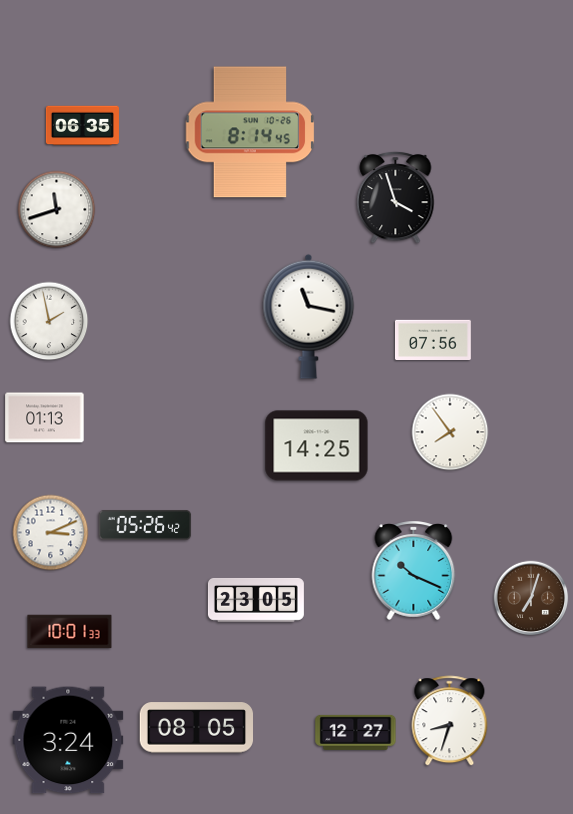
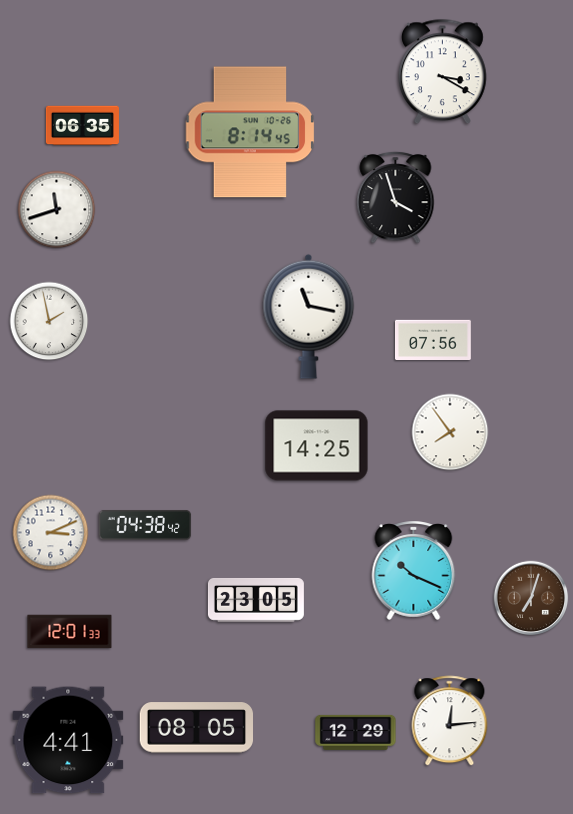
clock at (443, 72): none -> 3:20
clock at (45, 418): 01:13 -> none
clock at (145, 526): 05:26 -> 04:38
clock at (70, 632): 10:01 -> 12:01
clock at (450, 721): 8:33 -> 12:14
clock at (356, 732): 12:27 -> 12:29
clock at (68, 740): 3:24 -> 4:41
